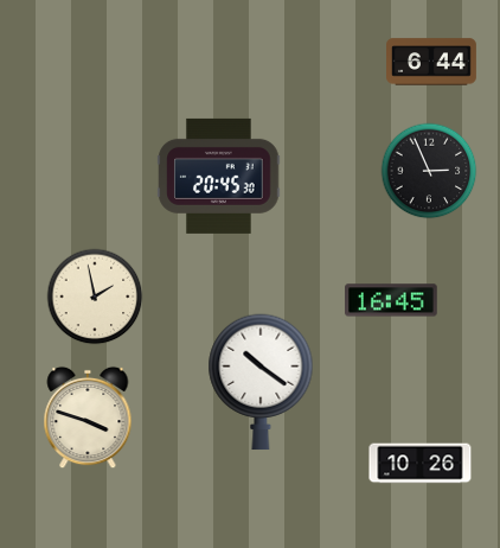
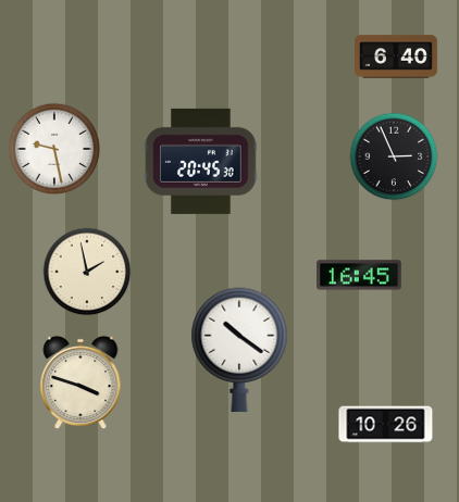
clock at (432, 62): 6:44 -> 6:40
clock at (54, 149): none -> 9:28
